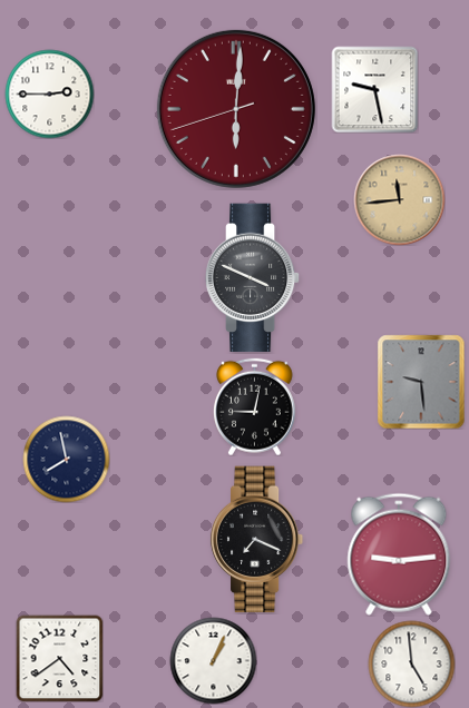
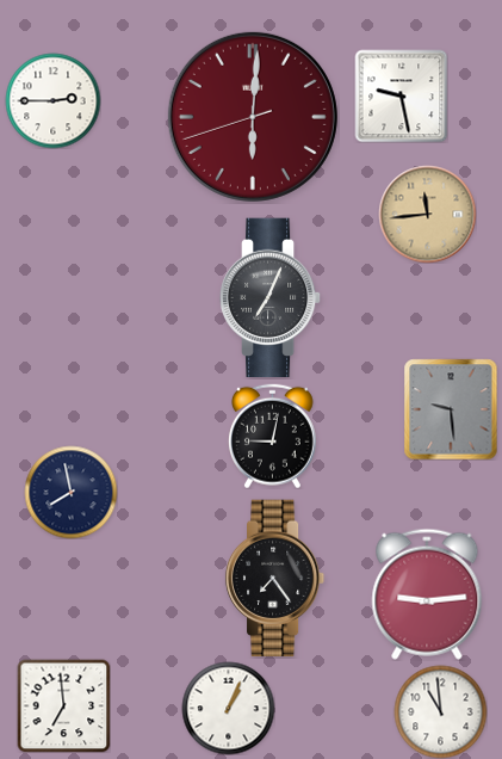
clock at (253, 278): 3:49 -> 7:04
clock at (257, 540): 7:19 -> 7:24
clock at (59, 658): 4:39 -> 6:59
clock at (411, 663): 4:59 -> 10:59
